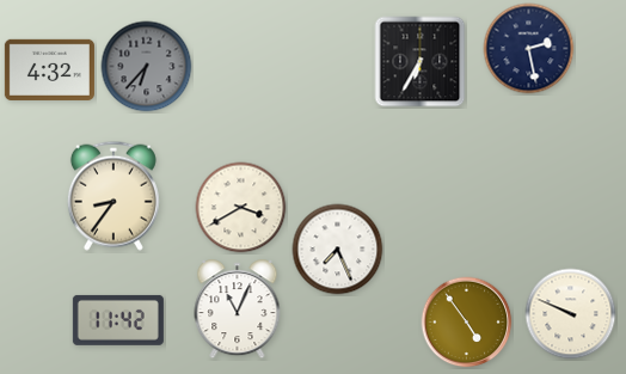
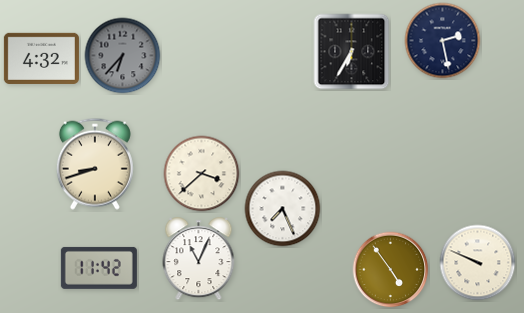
clock at (113, 196): 8:36 -> 8:42
clock at (241, 208): 3:40 -> 3:38
